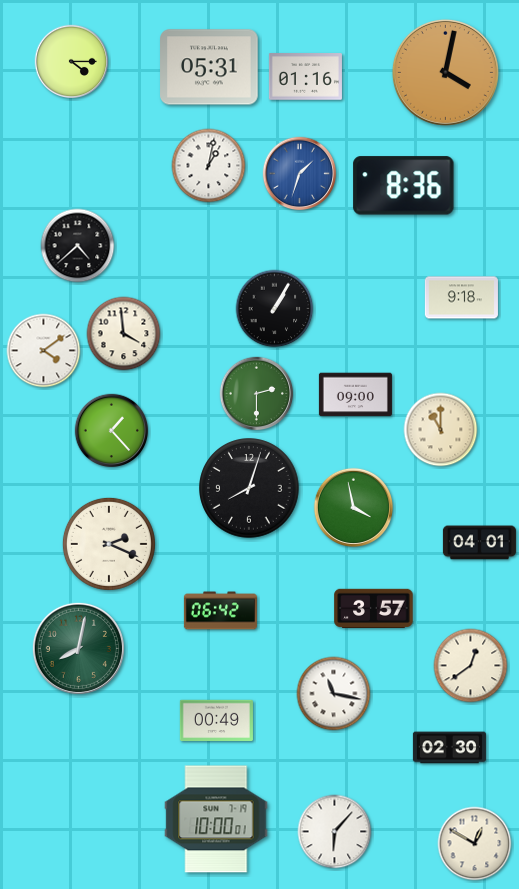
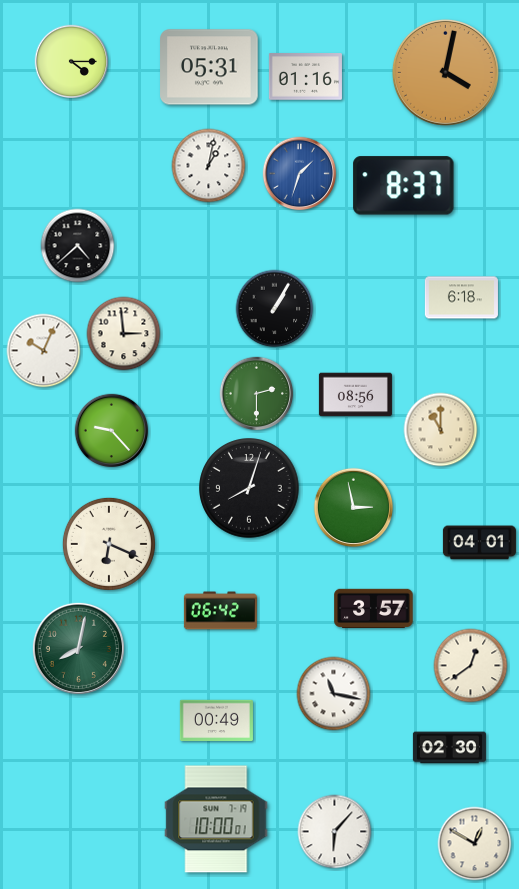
clock at (404, 186): 8:36 -> 8:37
clock at (461, 298): 9:18 -> 6:18
clock at (124, 334): 3:59 -> 2:59
clock at (44, 351): 4:09 -> 10:04
clock at (355, 395): 09:00 -> 08:56
clock at (112, 431): 1:23 -> 9:23
clock at (353, 507): 3:58 -> 2:58
clock at (109, 544): 2:19 -> 6:19
